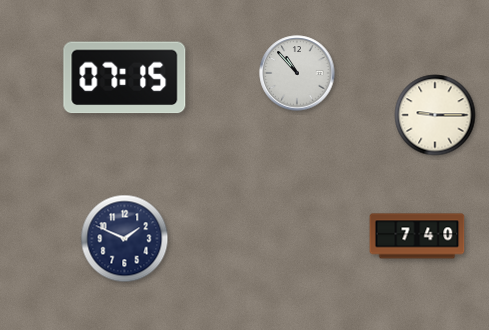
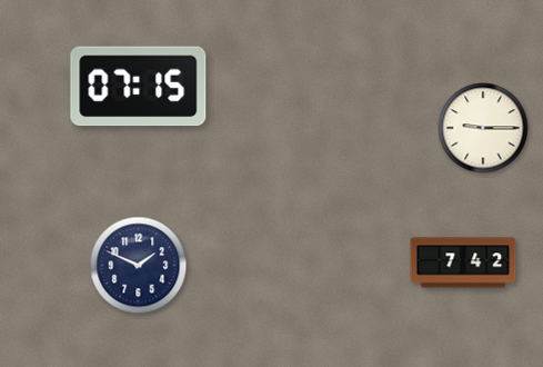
clock at (297, 73): 10:53 -> none
clock at (417, 236): 7:40 -> 7:42
